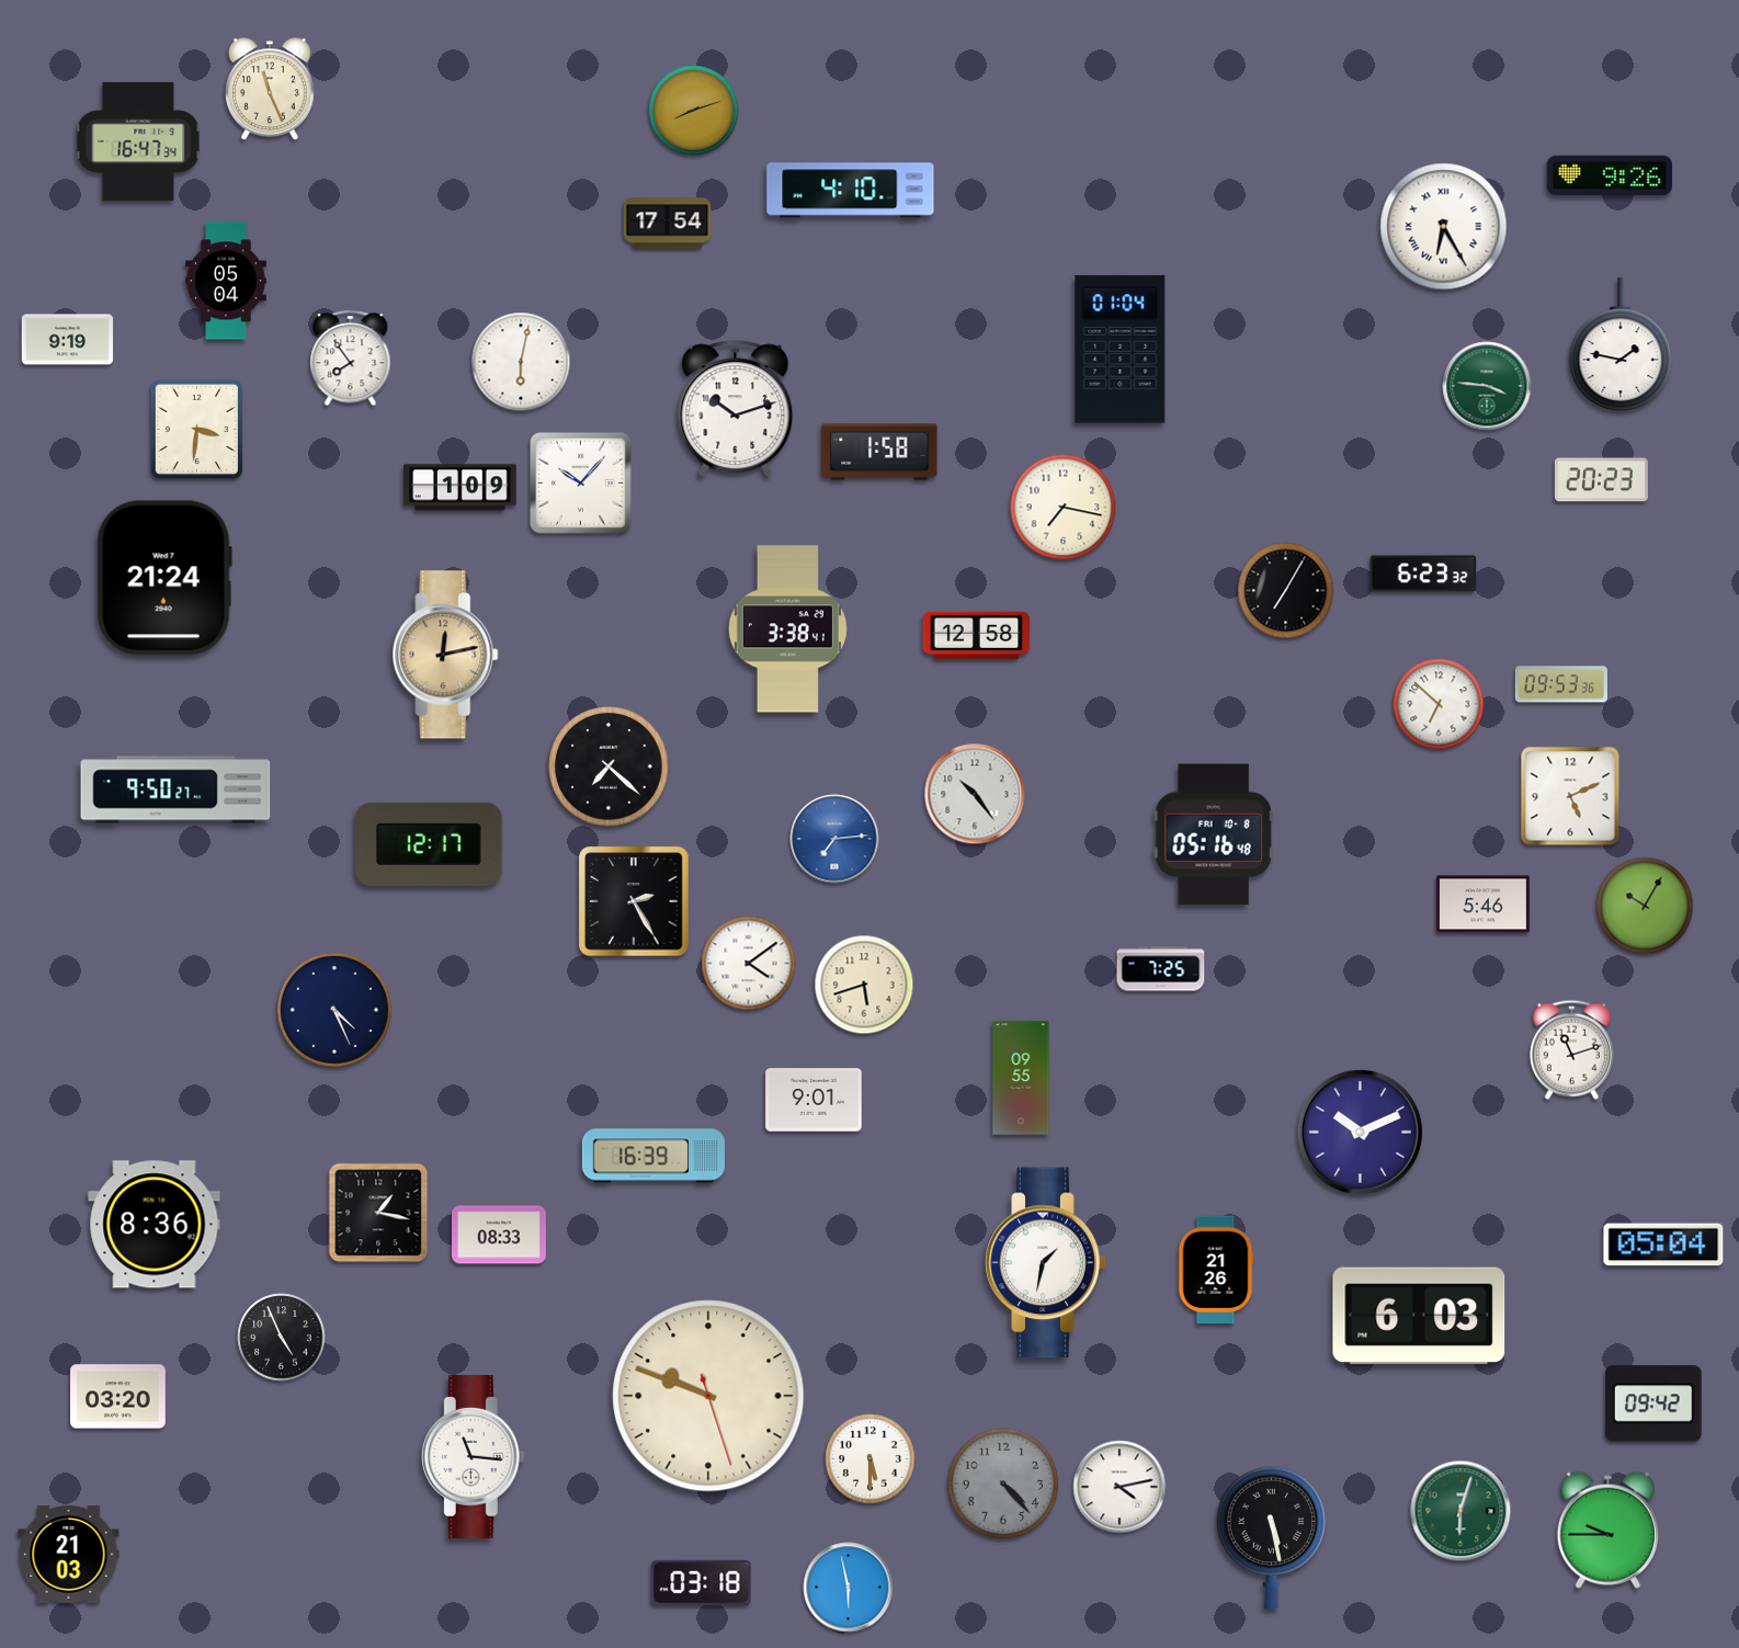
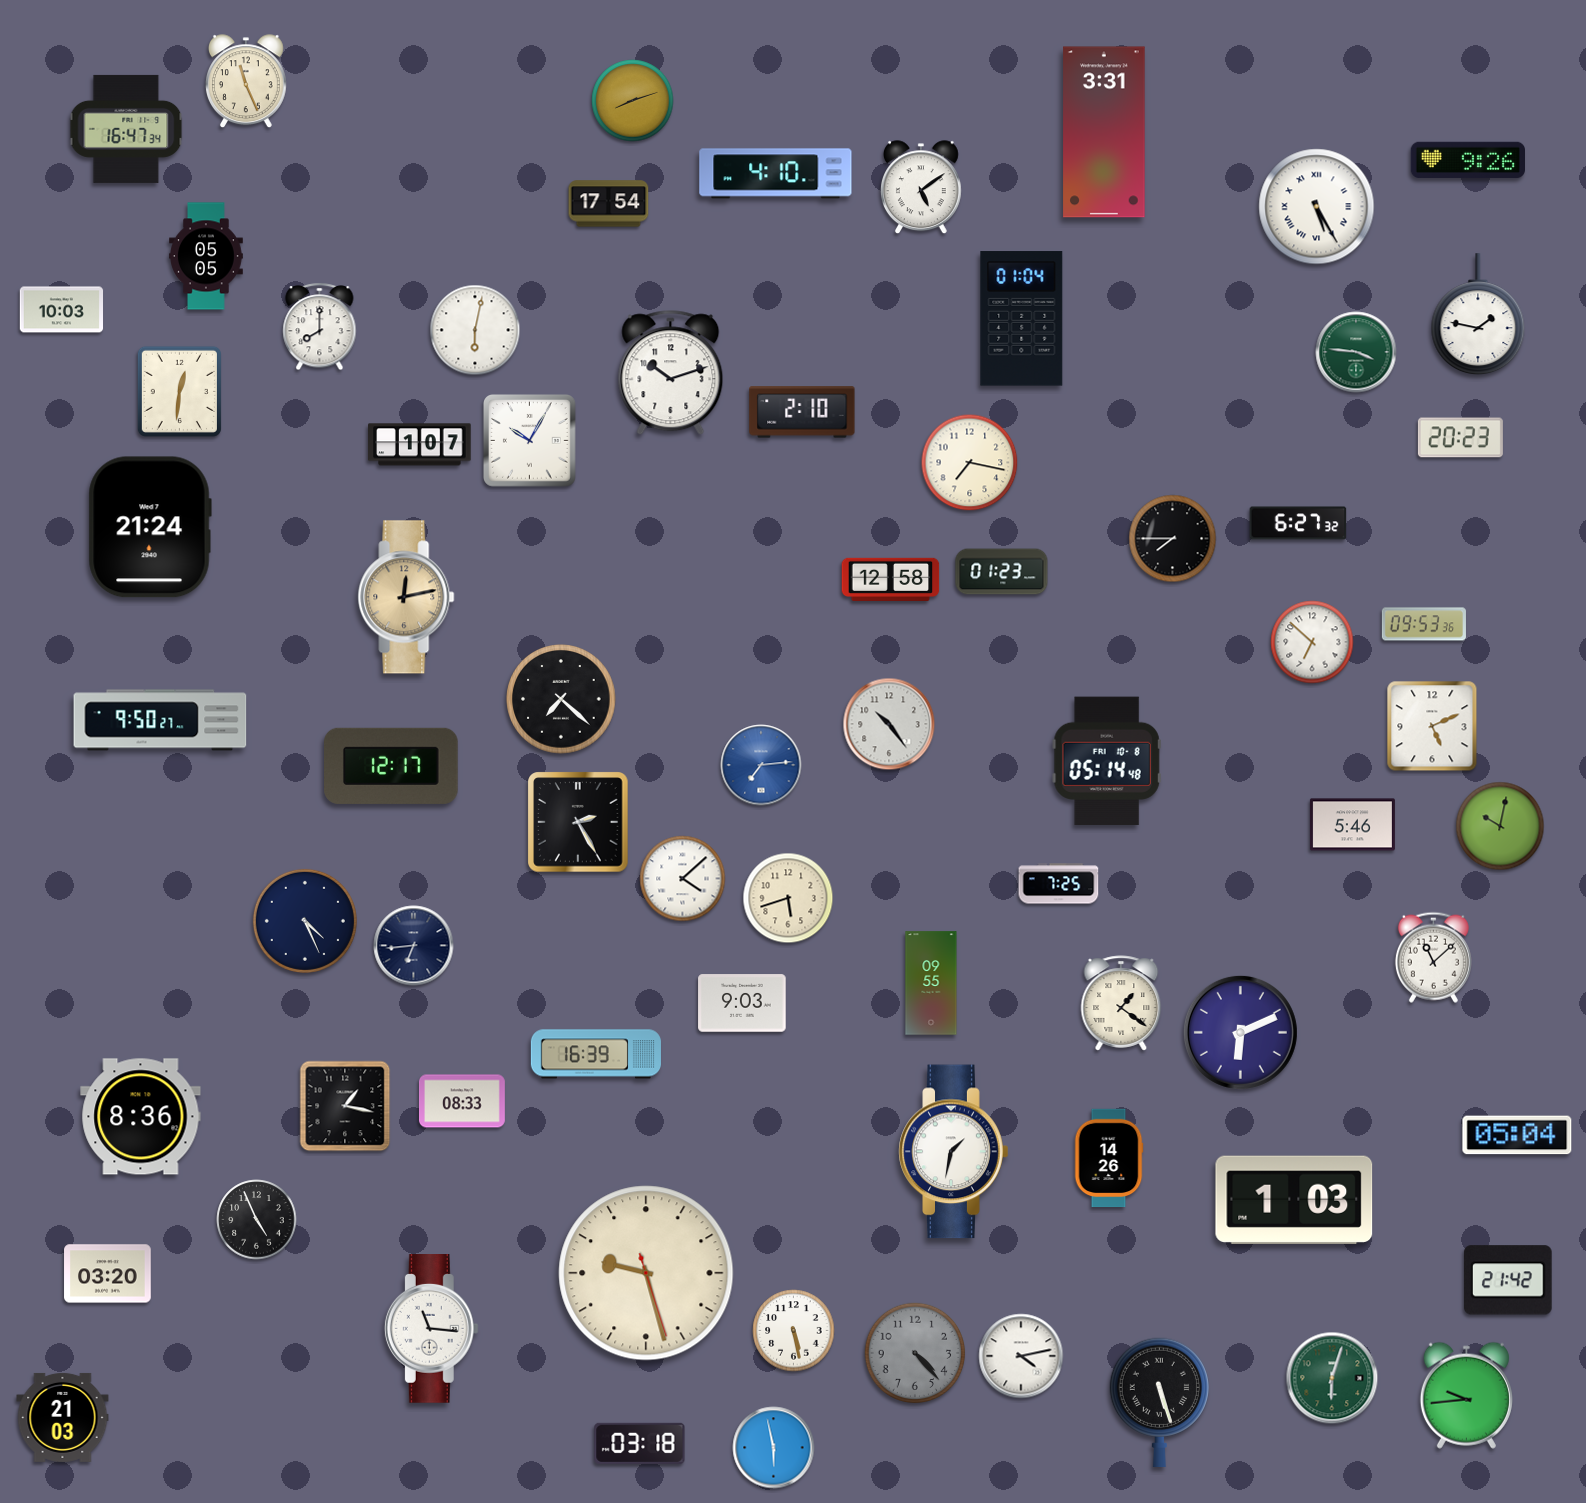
clock at (1104, 132): none -> 3:31
clock at (921, 188): none -> 5:09
clock at (1444, 227): 6:25 -> 5:25
clock at (227, 281): 05:04 -> 05:05
clock at (68, 340): 9:19 -> 10:03
clock at (351, 359): 7:54 -> 8:00
clock at (196, 429): 3:31 -> 12:31
clock at (879, 452): 1:58 -> 2:10
clock at (581, 484): 10:07 -> 10:05
clock at (461, 488): 1:09 -> 1:07
clock at (1423, 573): 6:23 -> 6:27
clock at (1286, 591): 7:05 -> 7:45
clock at (1002, 572): none -> 01:23
clock at (787, 629): 3:38 -> none
clock at (609, 766) position: (609, 766) -> (561, 699)
clock at (1214, 833): 05:16 -> 05:14
clock at (430, 844) position: (430, 844) -> (392, 766)
clock at (1645, 906): 10:05 -> 10:02
clock at (749, 964): 4:09 -> 4:08
clock at (414, 946): none -> 6:44
clock at (1571, 1049): 11:12 -> 11:08
clock at (814, 1100): 9:01 -> 9:03
clock at (1121, 1003): none -> 1:21
clock at (1360, 1132): 10:11 -> 6:11
clock at (499, 1235) position: (499, 1235) -> (462, 1101)
clock at (1216, 1270): 21:26 -> 14:26
clock at (1419, 1316): 6:03 -> 1:03
clock at (708, 1396): 9:48 -> 9:27
clock at (1655, 1403): 09:42 -> 21:42
clock at (871, 1459): 5:30 -> 5:28
clock at (1607, 1530): 9:45 -> 9:44
clock at (1271, 1537): 5:28 -> 5:27
